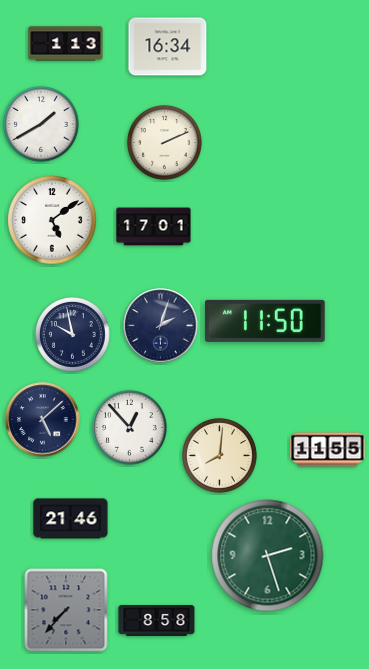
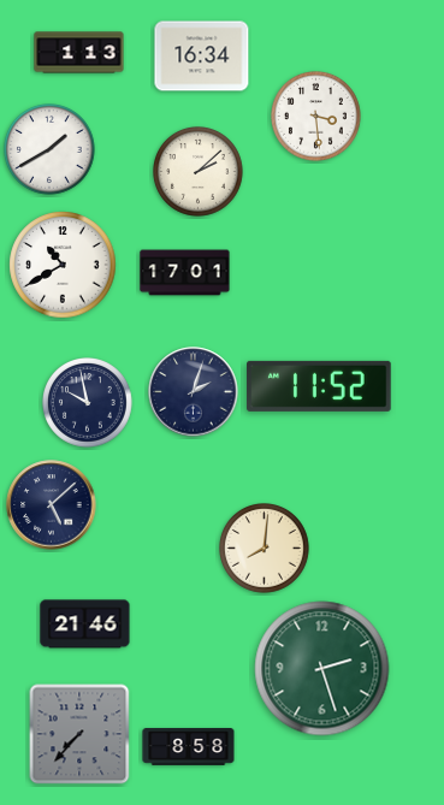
clock at (316, 117): none -> 3:29
clock at (165, 143): 2:11 -> 2:08
clock at (52, 220): 5:09 -> 10:40
clock at (265, 321): 11:50 -> 11:52
clock at (130, 428): 12:53 -> none
clock at (328, 450): 11:55 -> none
